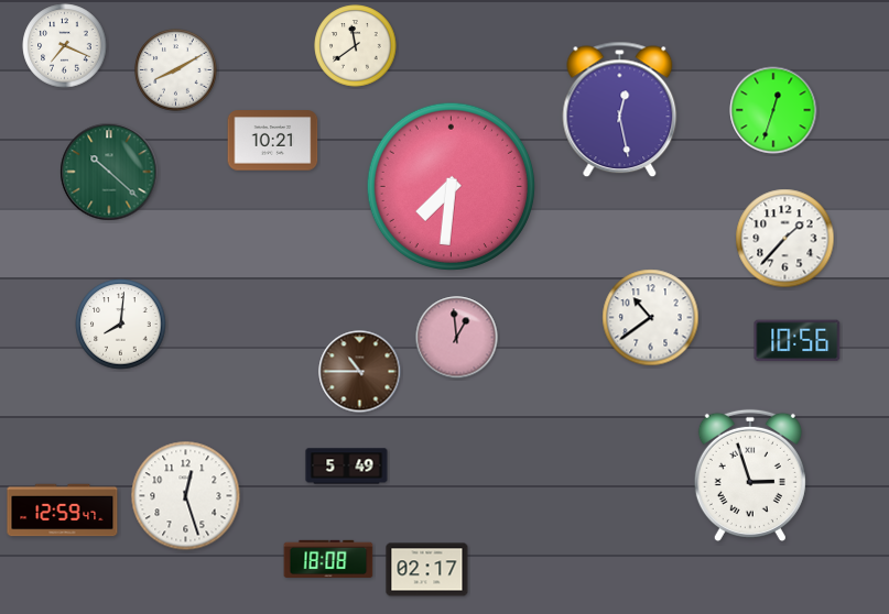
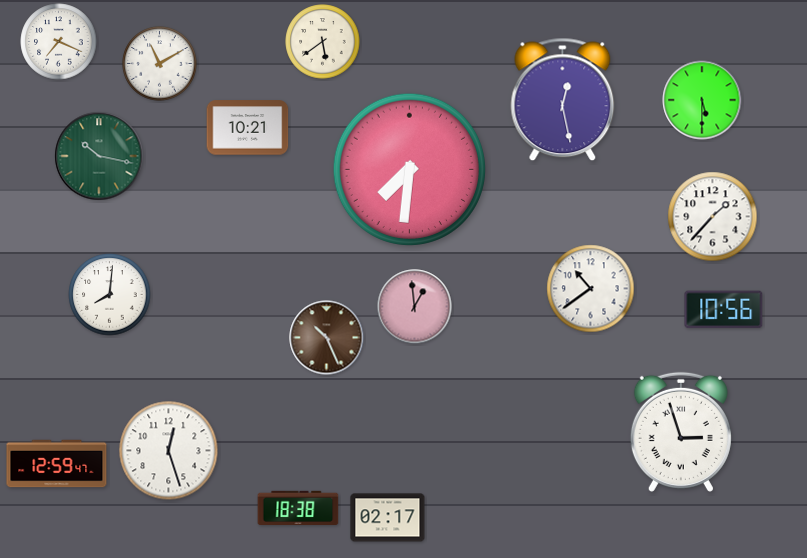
clock at (356, 46): 11:39 -> 5:39
clock at (176, 70): 8:10 -> 11:10
clock at (773, 110): 12:33 -> 5:30
clock at (109, 172): 10:22 -> 10:17
clock at (360, 372): 10:45 -> 10:26
clock at (347, 467): 5:49 -> none
clock at (328, 559): 18:08 -> 18:38
